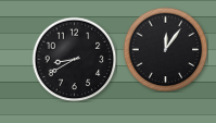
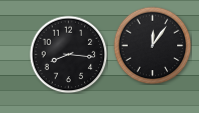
clock at (74, 59): 8:40 -> 8:16
